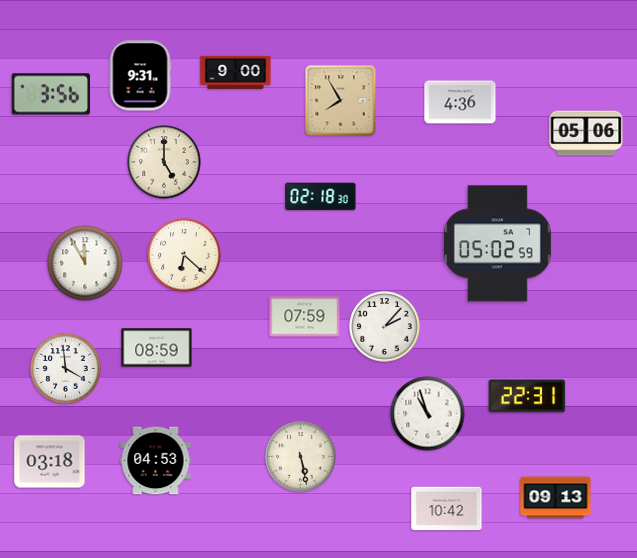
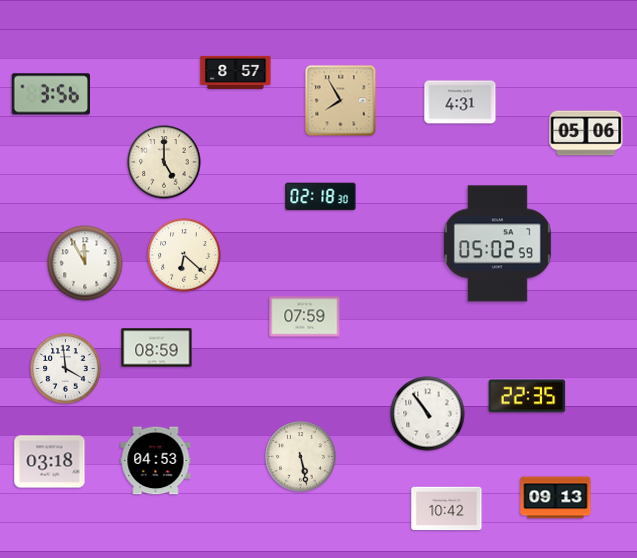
clock at (236, 72): 9:00 -> 8:57
clock at (140, 76): 9:31 -> none
clock at (460, 102): 4:36 -> 4:31
clock at (385, 327): 2:07 -> none
clock at (527, 396): 22:31 -> 22:35
clock at (428, 414): 10:57 -> 10:54
